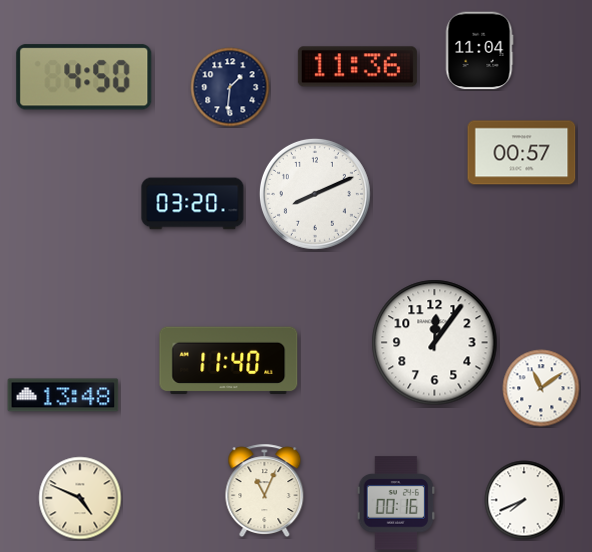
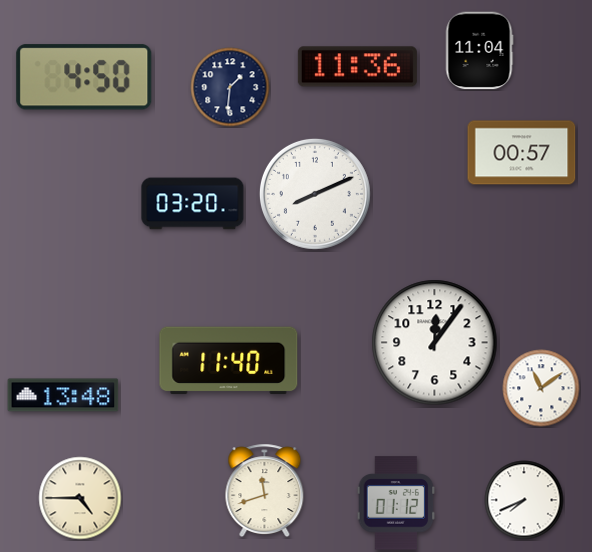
clock at (265, 491): 11:04 -> 11:42
clock at (80, 498): 4:49 -> 4:45
clock at (396, 503): 00:16 -> 01:12
